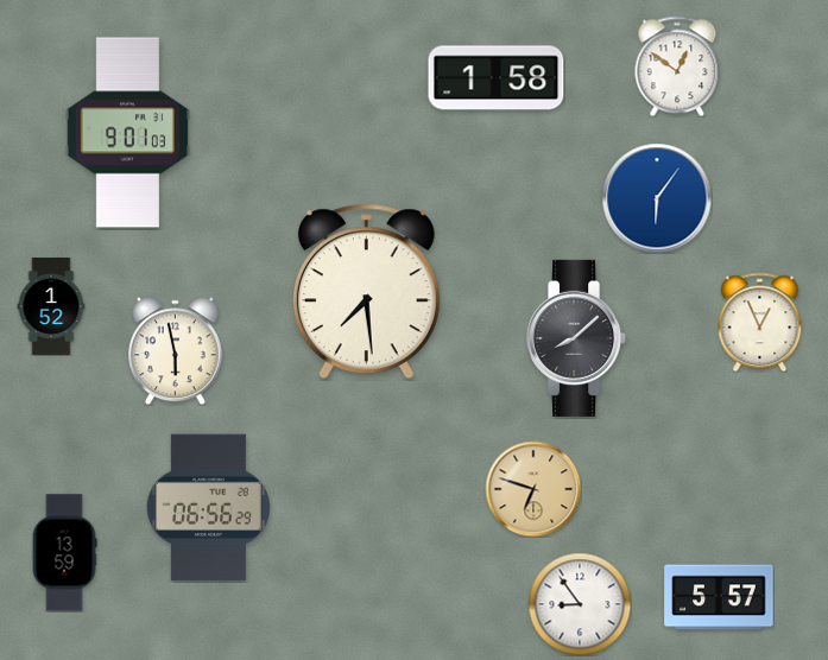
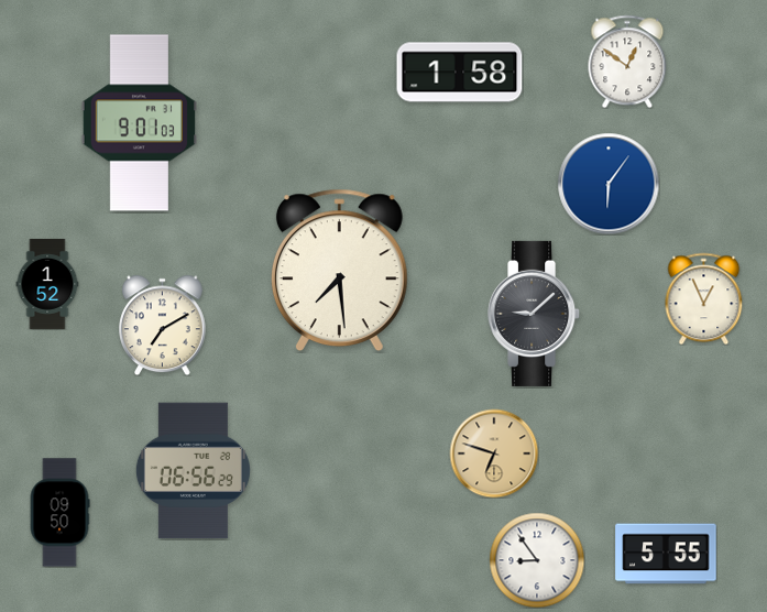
clock at (127, 133) position: (127, 133) -> (139, 123)
clock at (577, 338): 8:08 -> 9:08
clock at (176, 350): 5:58 -> 7:10
clock at (64, 553): 13:59 -> 09:50
clock at (719, 597): 5:57 -> 5:55
